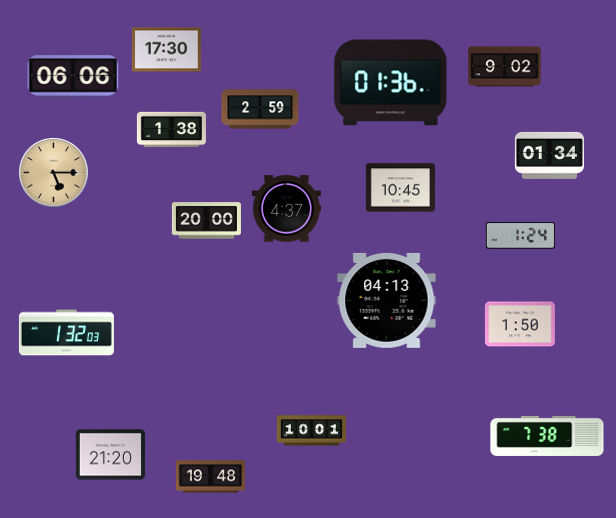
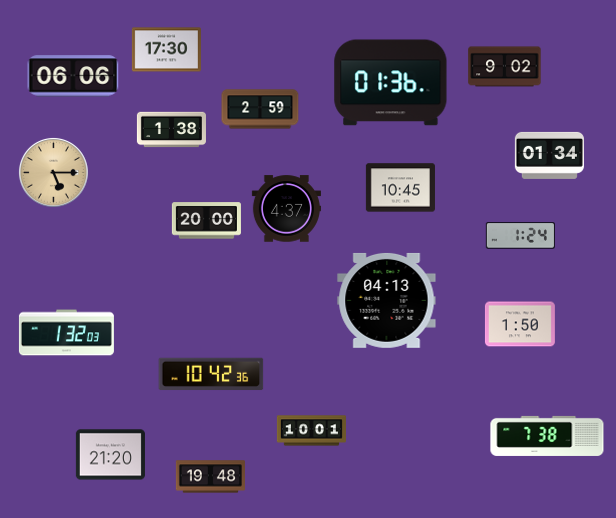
clock at (211, 374): none -> 10:42
